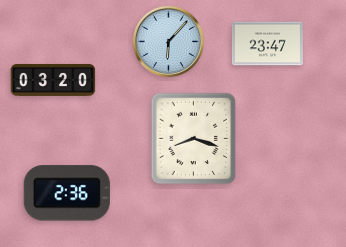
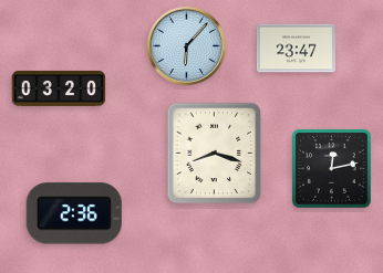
clock at (332, 169): none -> 12:13
